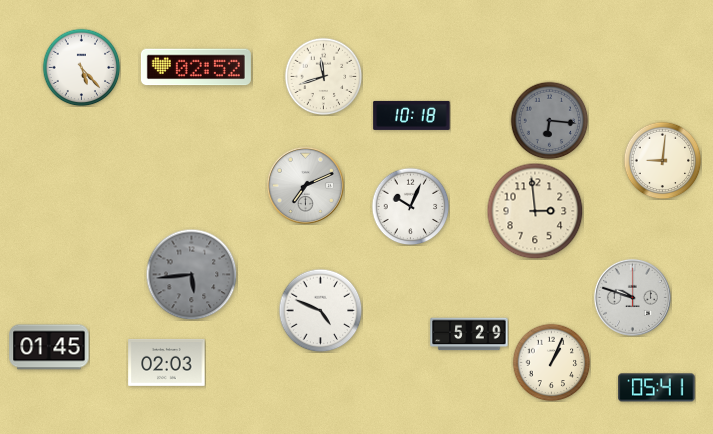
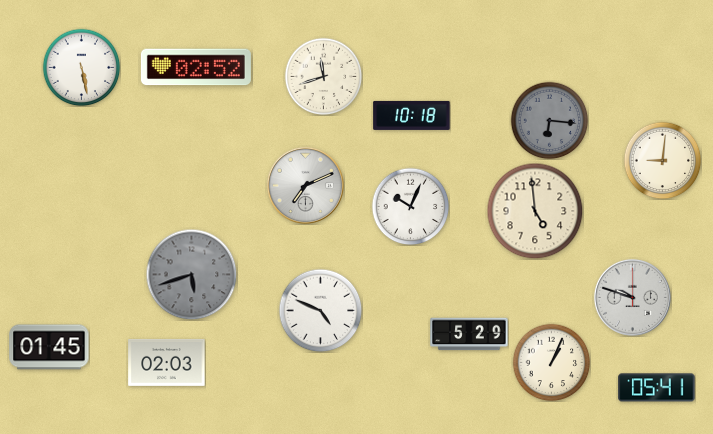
clock at (81, 67): 5:23 -> 5:28
clock at (535, 211): 2:59 -> 4:59
clock at (191, 274): 5:44 -> 5:42
